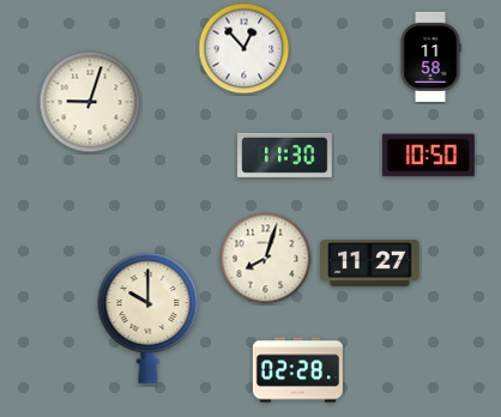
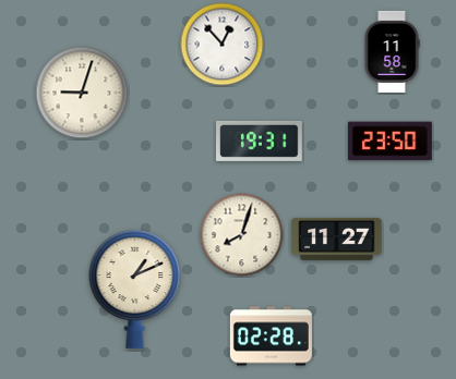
clock at (285, 155): 11:30 -> 19:31
clock at (428, 156): 10:50 -> 23:50
clock at (149, 318): 10:00 -> 1:11
